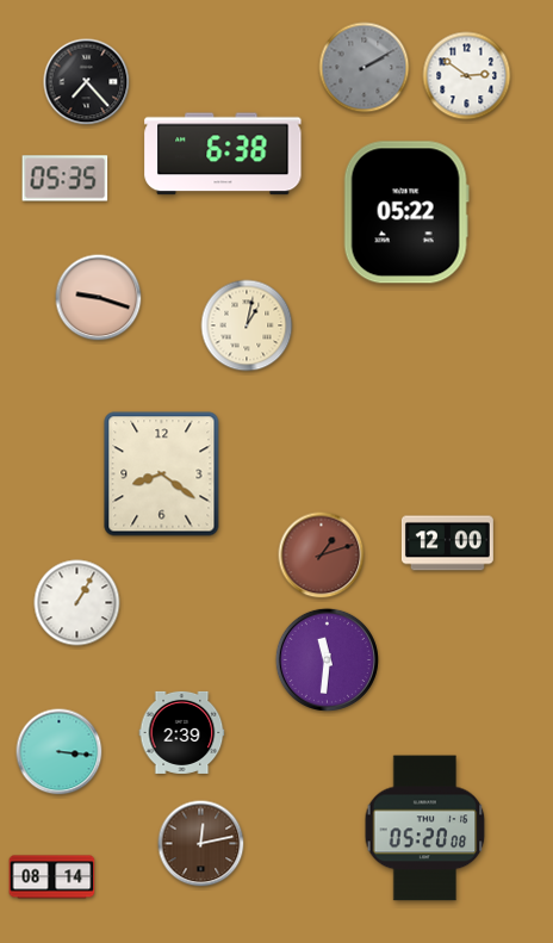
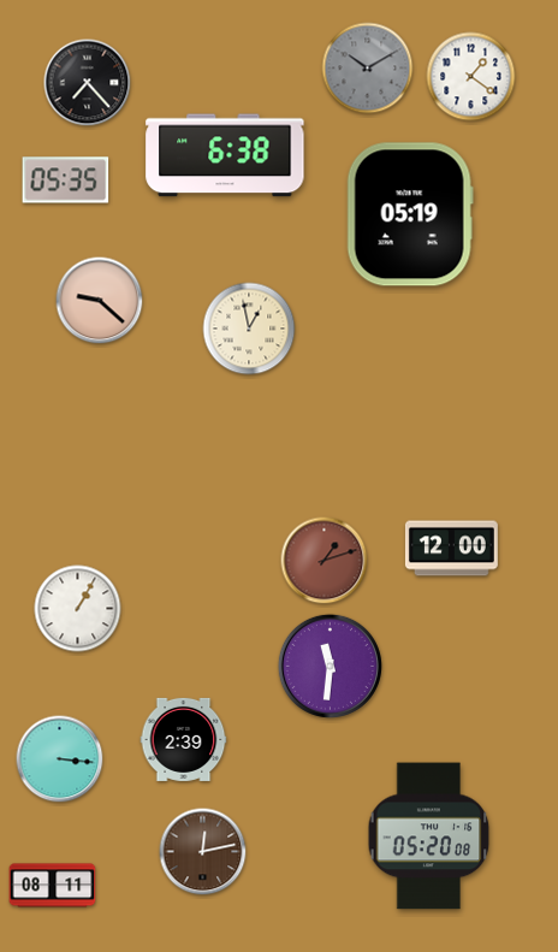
clock at (365, 68): 2:10 -> 10:10
clock at (467, 76): 2:51 -> 1:21
clock at (406, 212): 05:22 -> 05:19
clock at (99, 298): 9:18 -> 9:22
clock at (247, 325): 1:02 -> 12:58
clock at (162, 474): 8:21 -> none
clock at (52, 877): 08:14 -> 08:11
